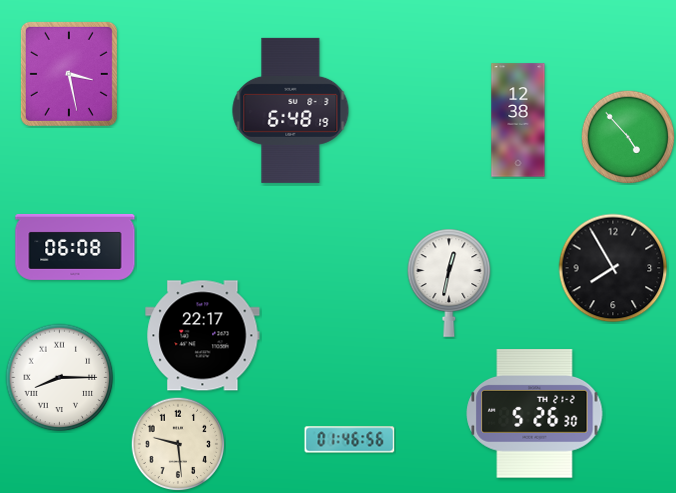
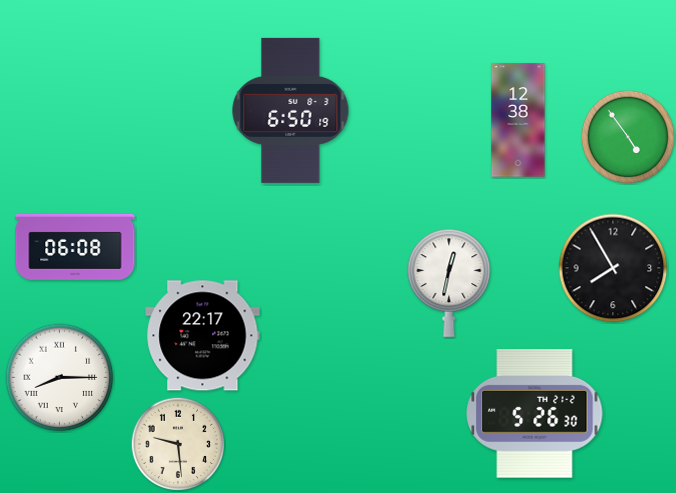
clock at (69, 74): 3:28 -> none
clock at (291, 110): 6:48 -> 6:50
clock at (628, 137): 4:53 -> 4:54
clock at (350, 440): 01:46 -> none
